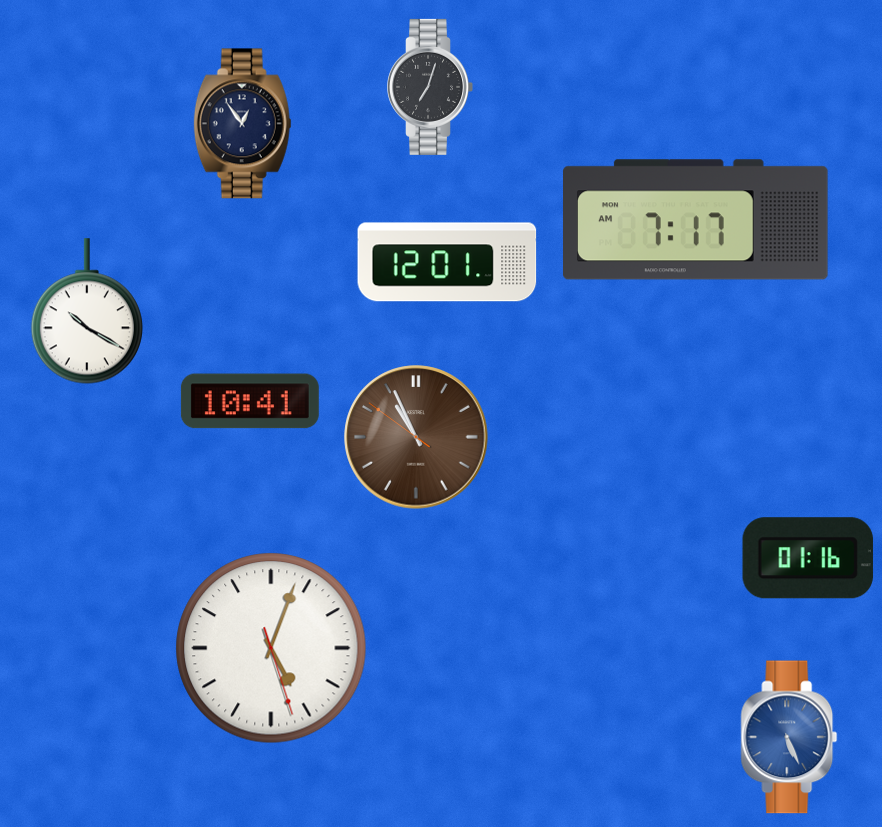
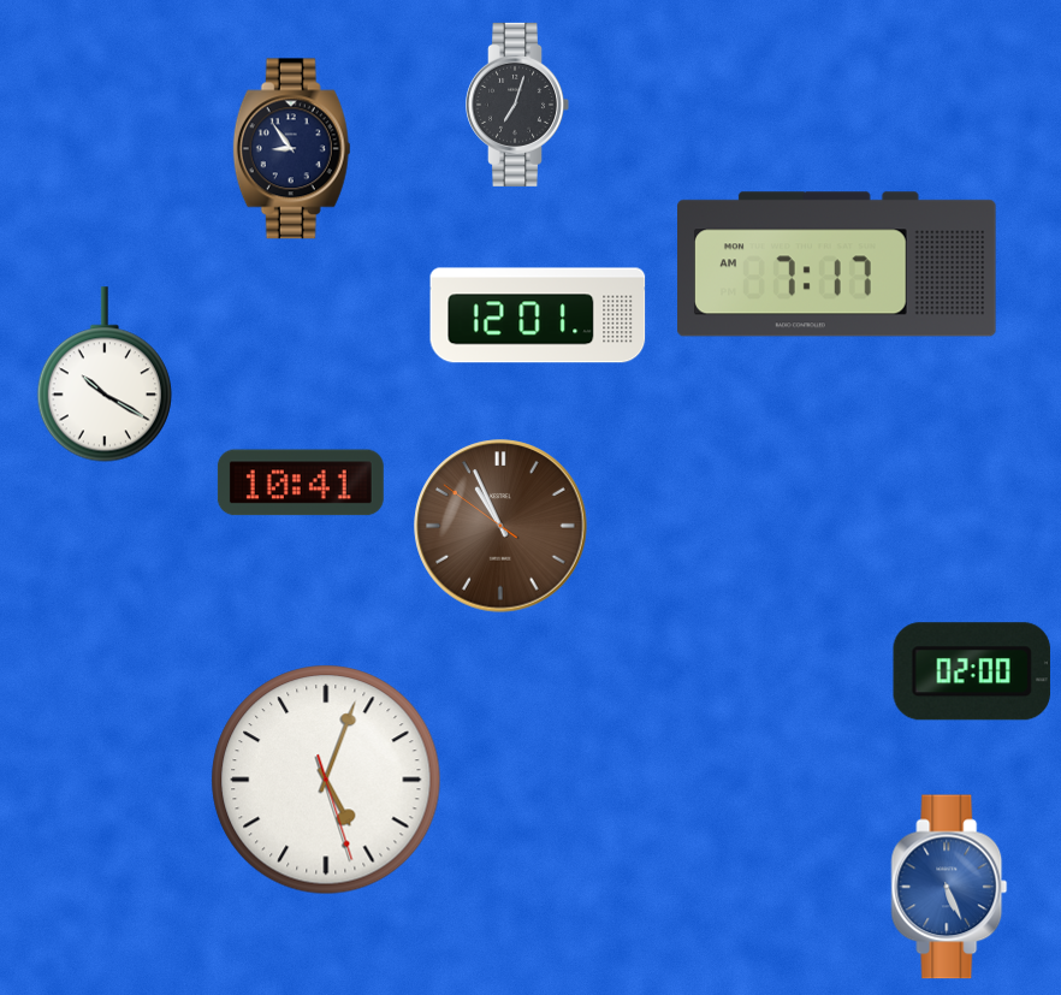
clock at (242, 124): 12:54 -> 8:54
clock at (808, 558): 01:16 -> 02:00
